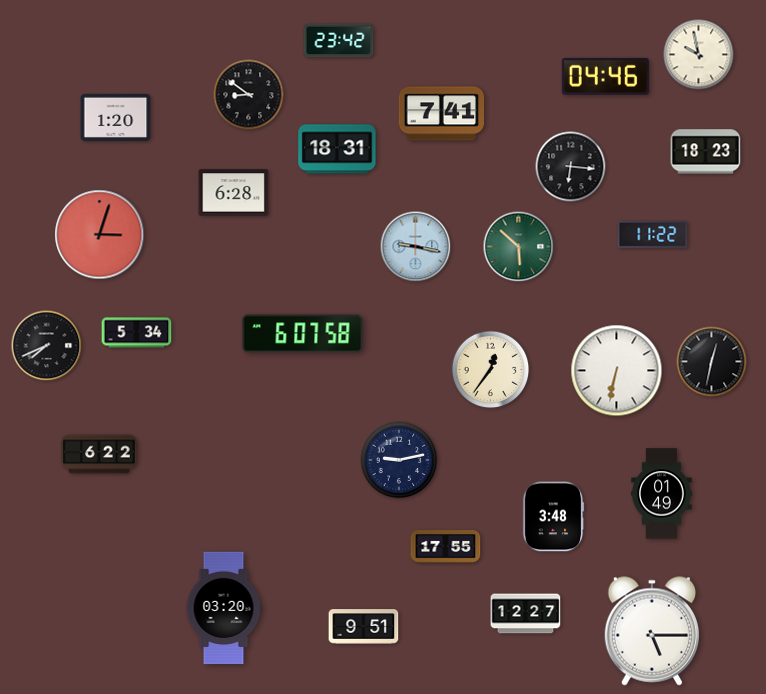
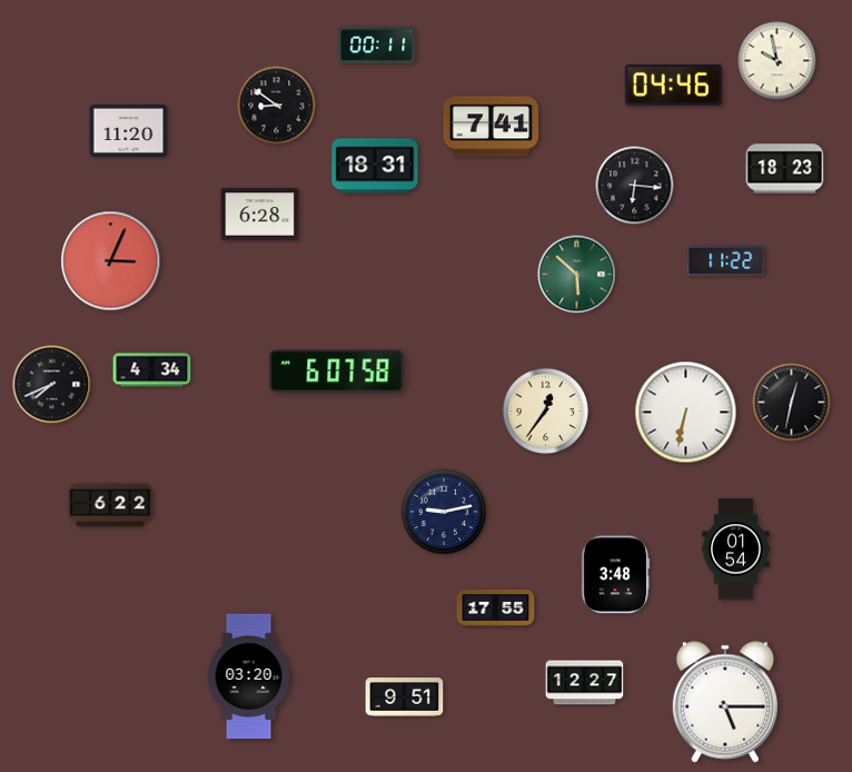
clock at (339, 41): 23:42 -> 00:11
clock at (116, 117): 1:20 -> 11:20
clock at (100, 235): 3:03 -> 3:04
clock at (416, 247): 9:17 -> none
clock at (137, 333): 5:34 -> 4:34
clock at (662, 494): 01:49 -> 01:54
